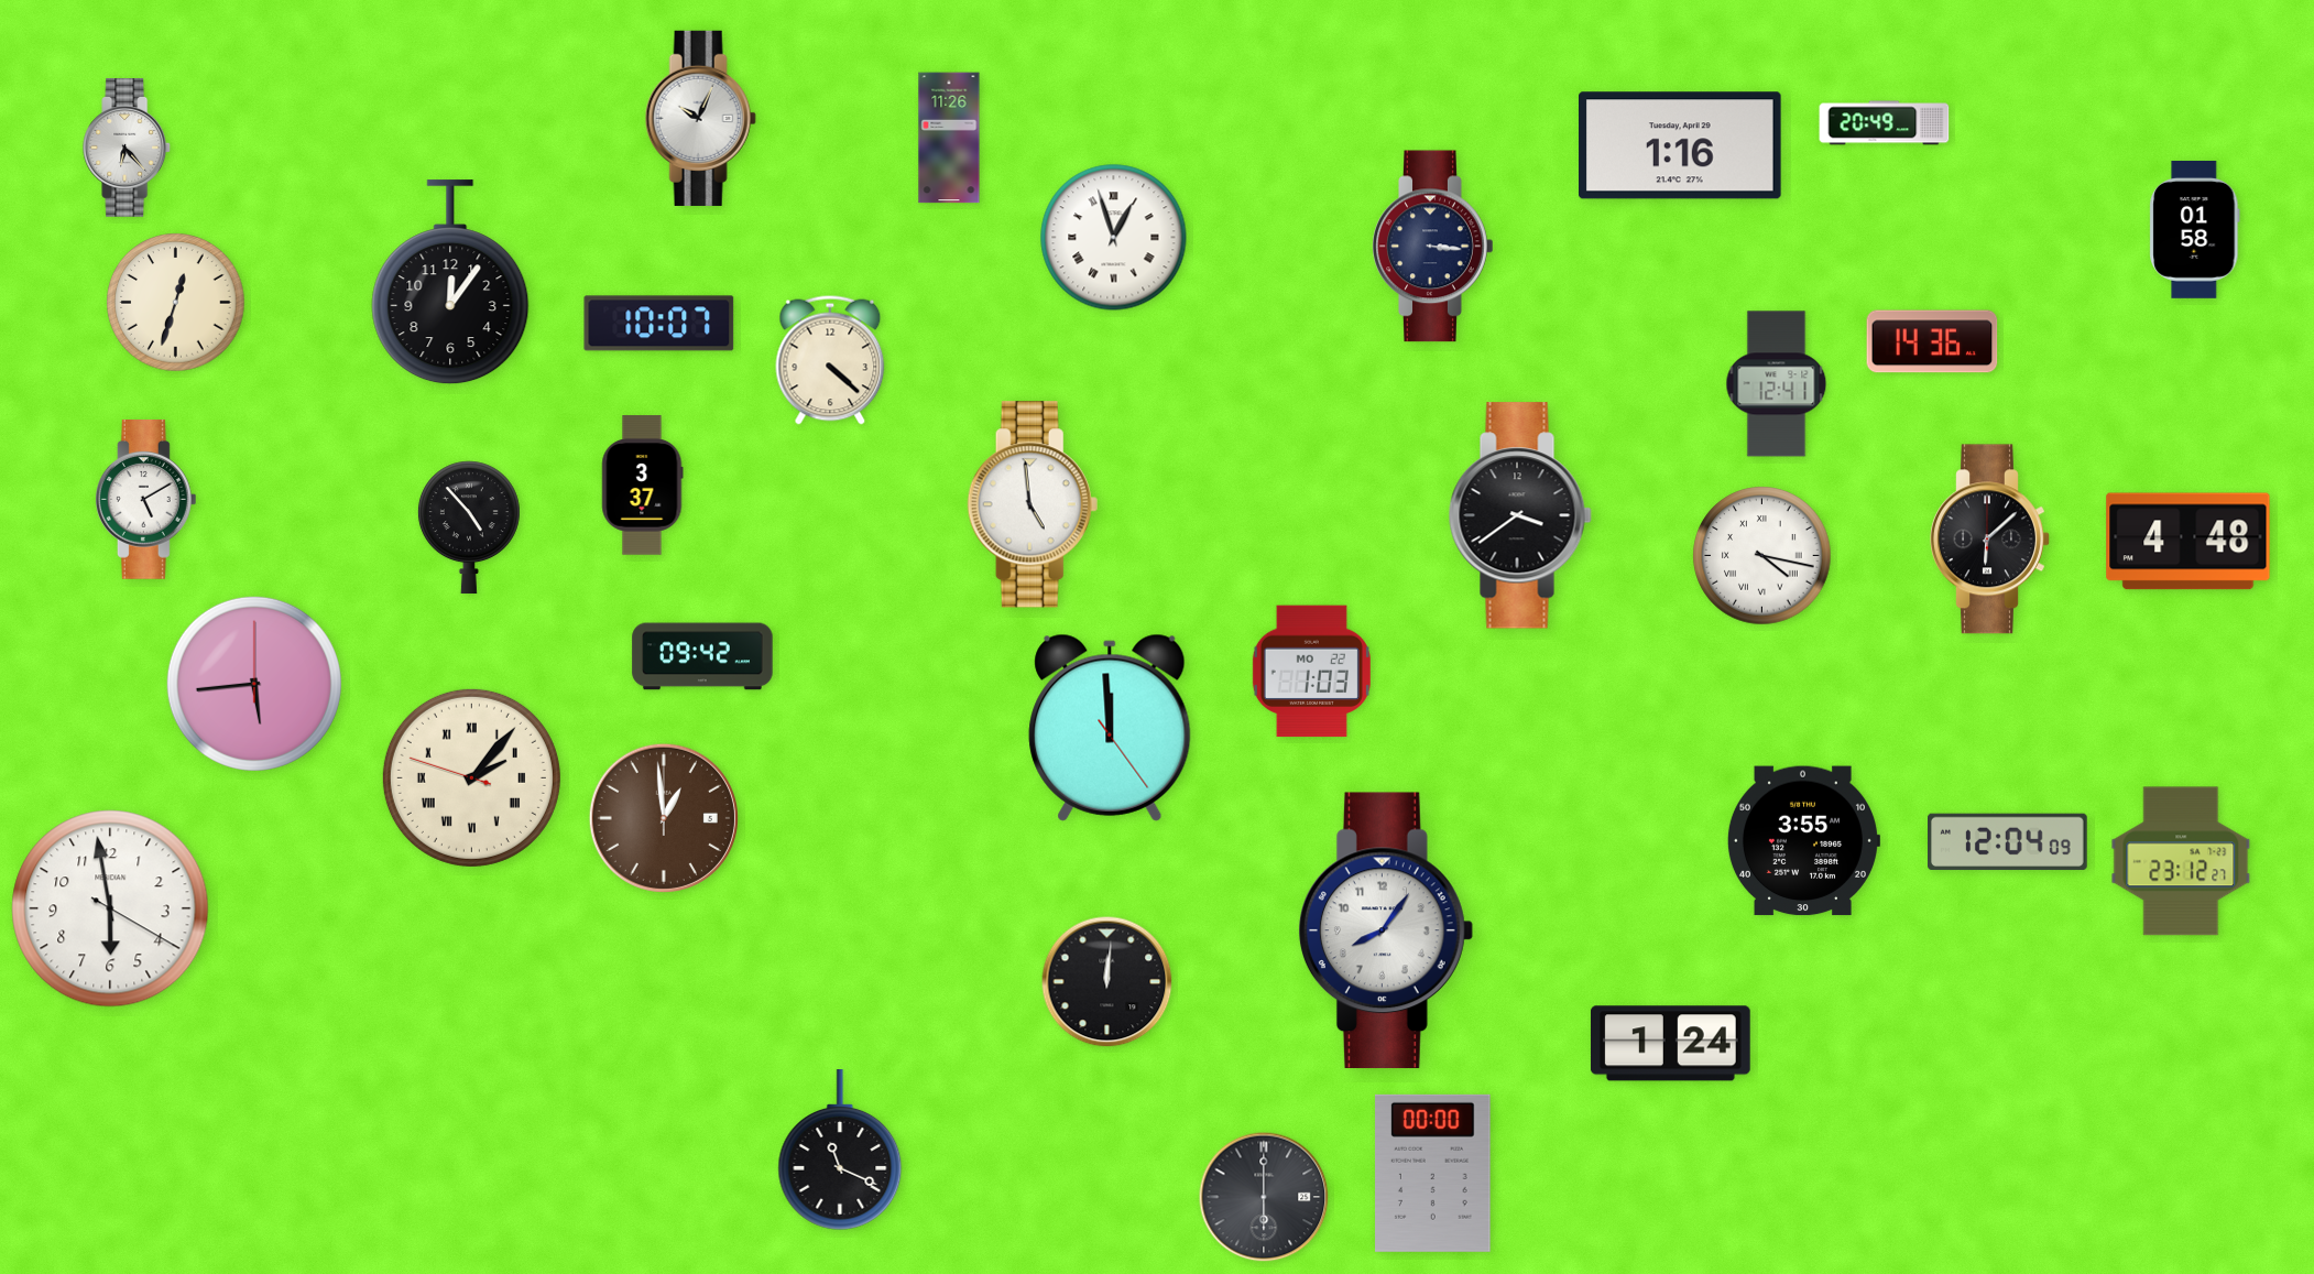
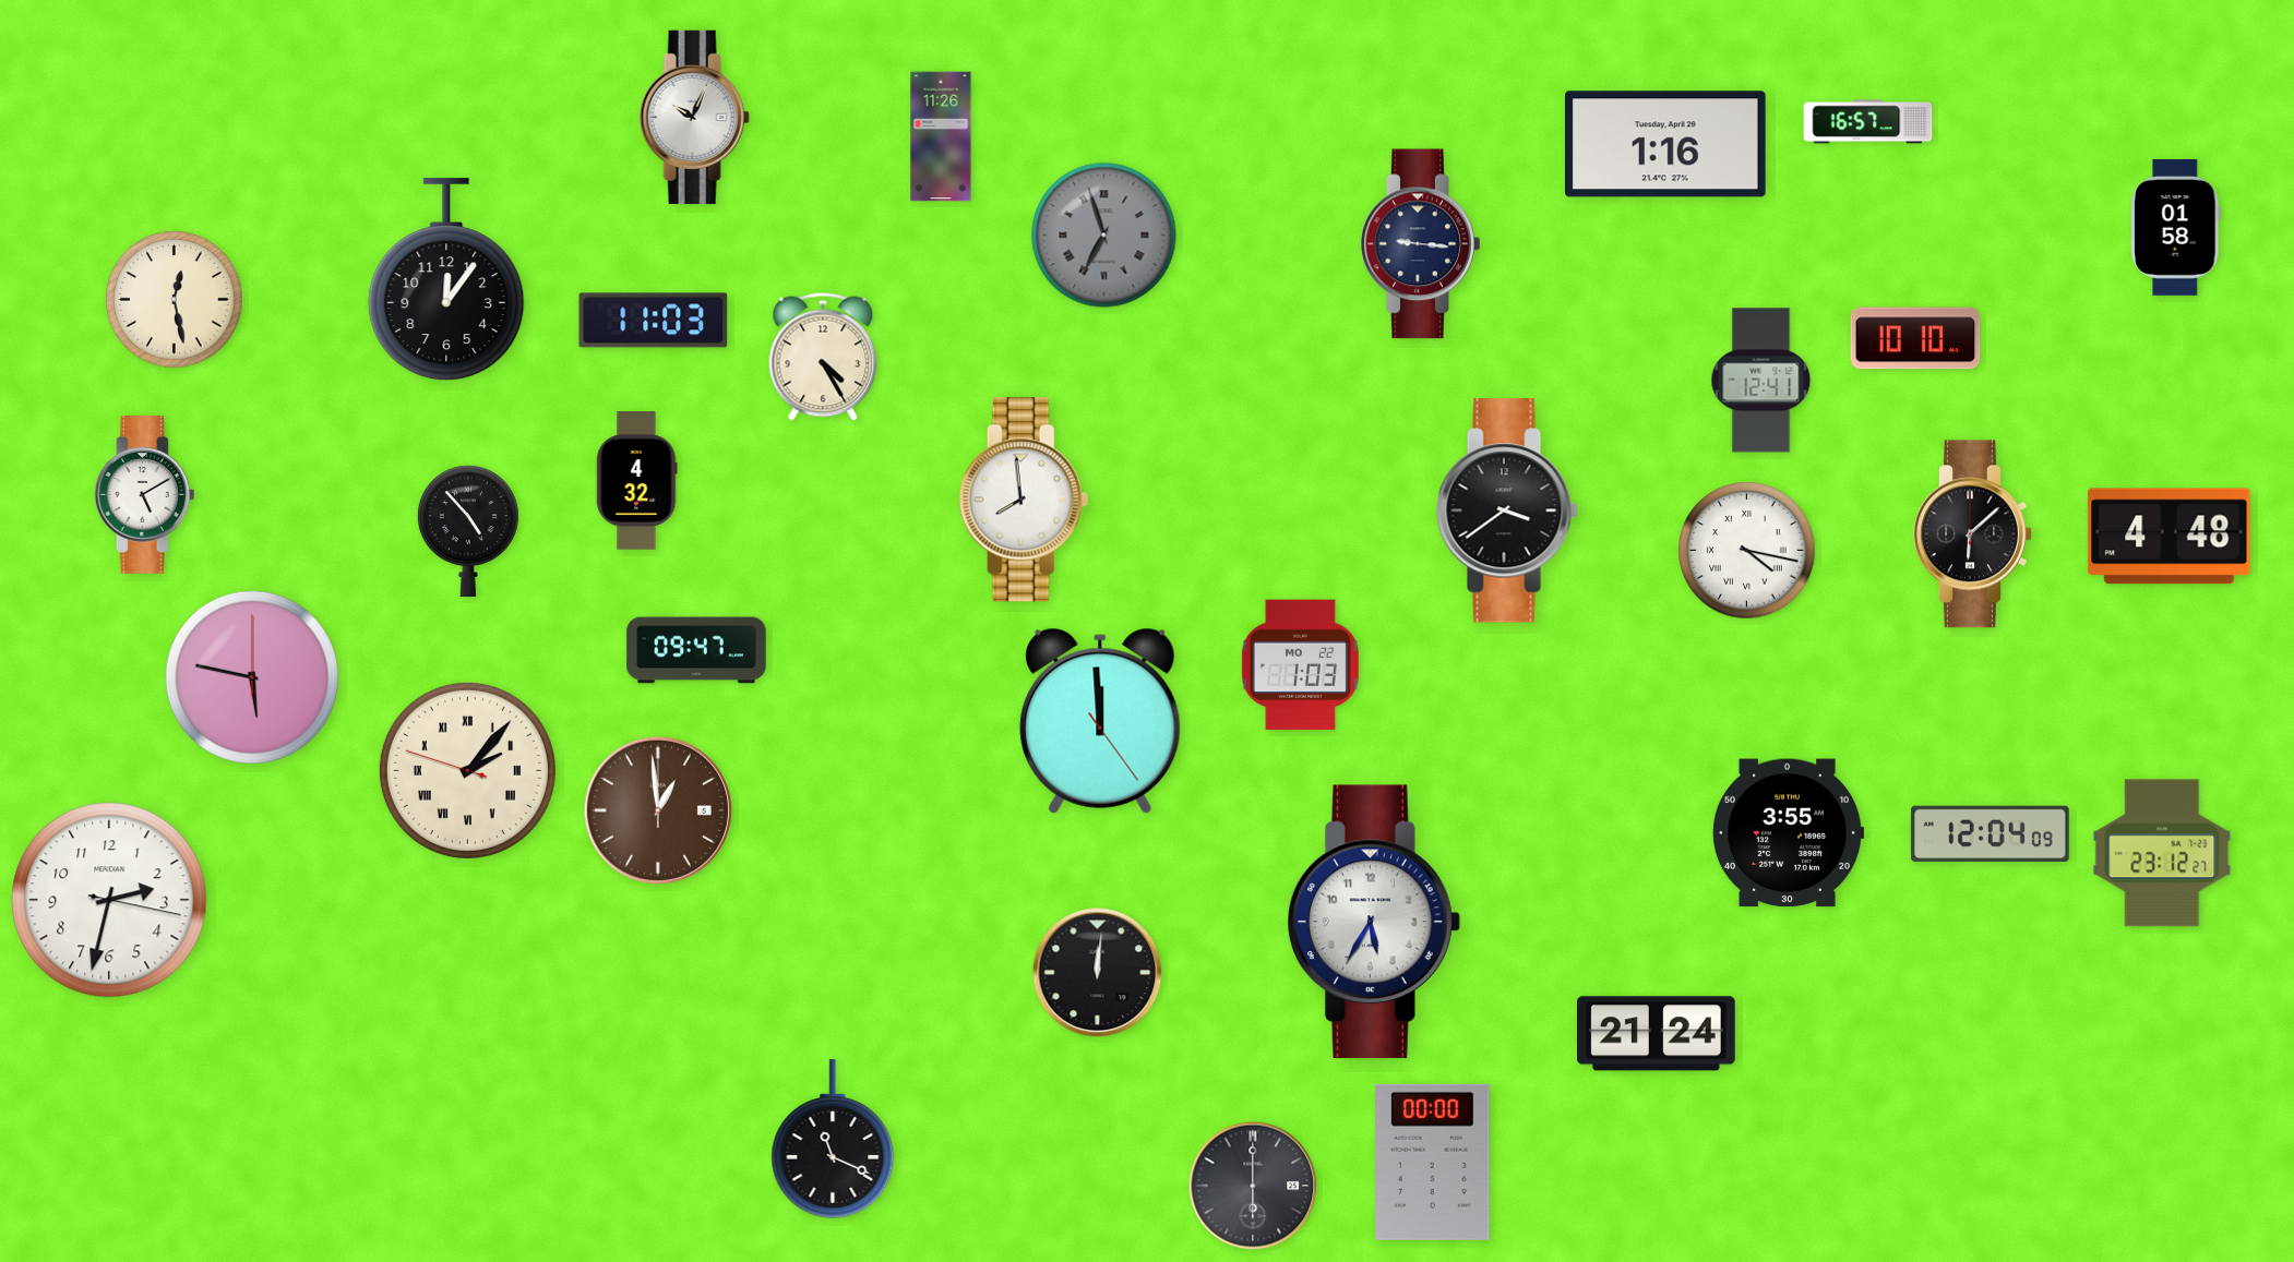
clock at (1885, 123): 20:49 -> 16:57
clock at (128, 149): 6:23 -> none
clock at (1114, 238): 12:57 -> 6:57
clock at (1114, 238) dial: white -> grey
clock at (1433, 247): 3:16 -> 9:16
clock at (176, 303): 12:33 -> 12:28
clock at (659, 324): 10:07 -> 11:03
clock at (1932, 341): 14:36 -> 10:10
clock at (830, 360): 4:22 -> 4:25
clock at (643, 486): 3:37 -> 4:32
clock at (1033, 504): 4:59 -> 7:59
clock at (469, 527) position: (469, 527) -> (468, 531)
clock at (702, 656): 09:42 -> 09:47
clock at (254, 684): 5:44 -> 5:47
clock at (110, 908): 5:58 -> 2:32
clock at (1386, 930): 8:06 -> 5:35
clock at (1670, 1044): 1:24 -> 21:24
clock at (1433, 1173) position: (1433, 1173) -> (1433, 1162)
